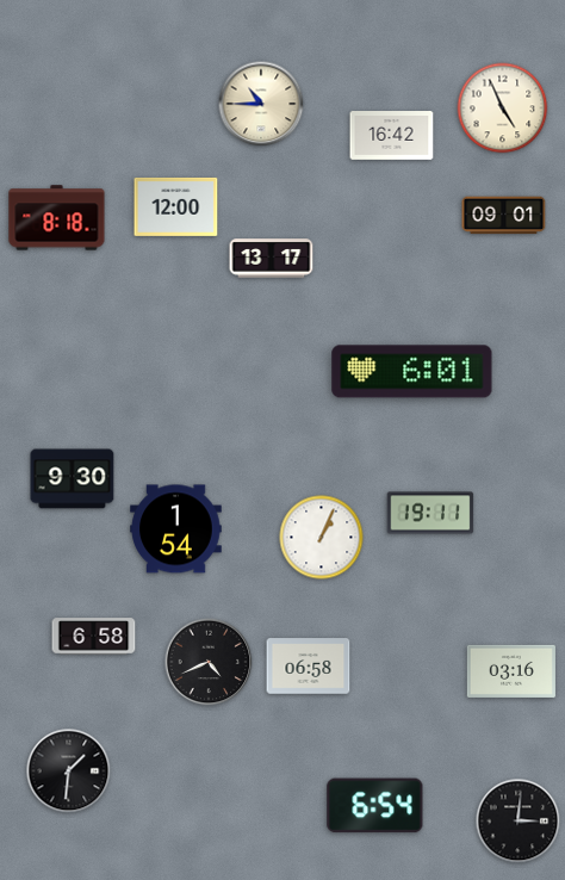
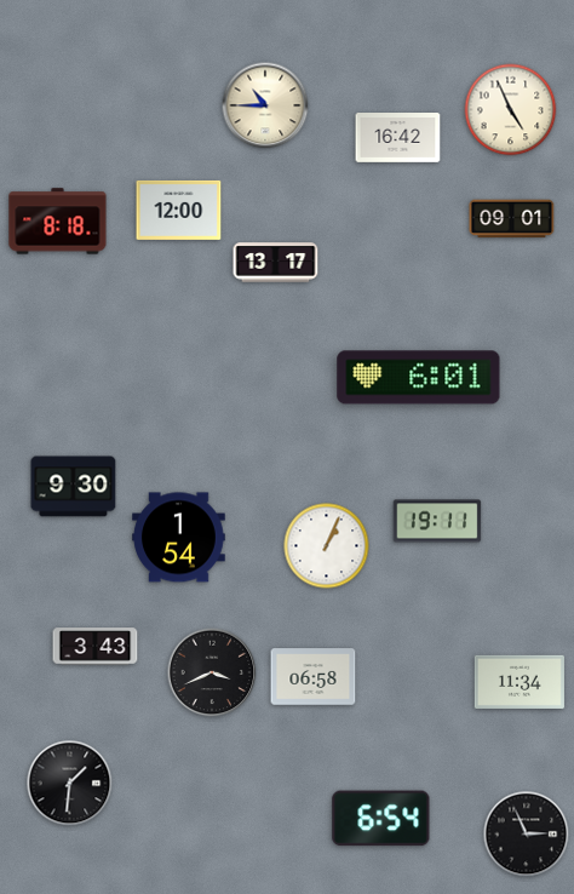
clock at (94, 637): 6:58 -> 3:43
clock at (209, 662): 4:41 -> 3:41
clock at (511, 671): 03:16 -> 11:34
clock at (519, 822): 3:01 -> 2:56
